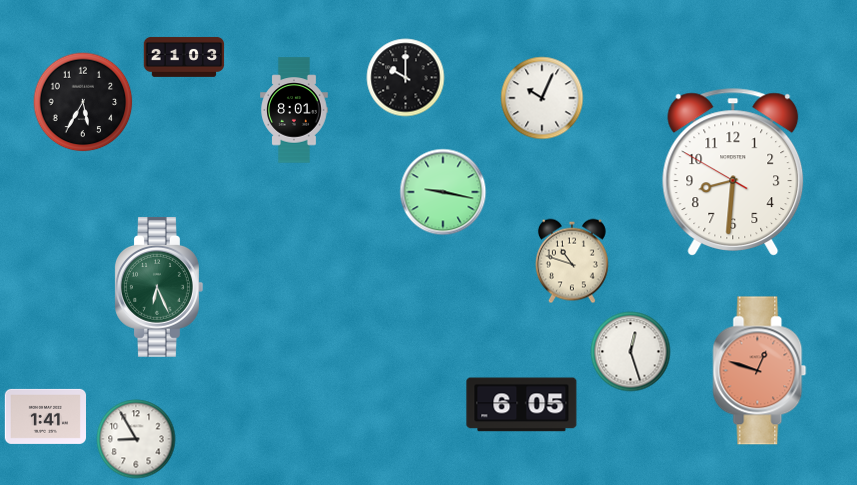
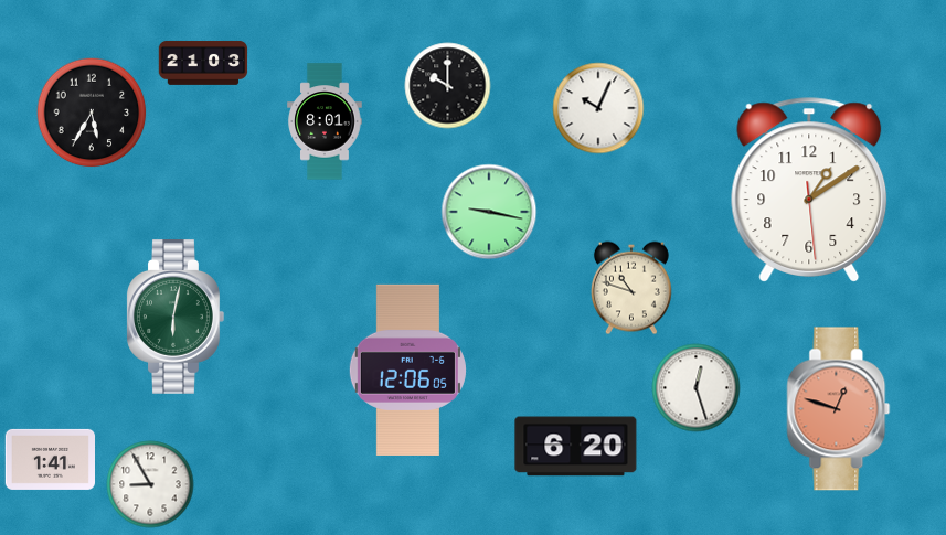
clock at (733, 172): 8:30 -> 1:09
clock at (159, 287): 6:26 -> 6:02
clock at (407, 370): none -> 12:06
clock at (522, 405): 6:05 -> 6:20
